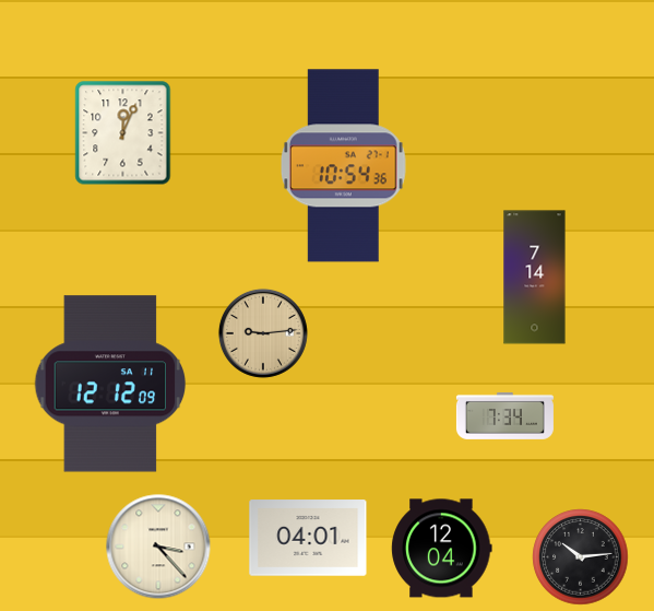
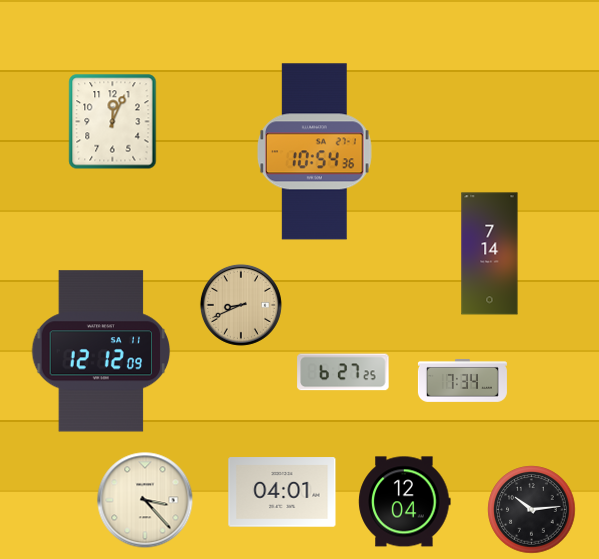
clock at (263, 333): 9:14 -> 8:41
clock at (343, 372): none -> 6:27
